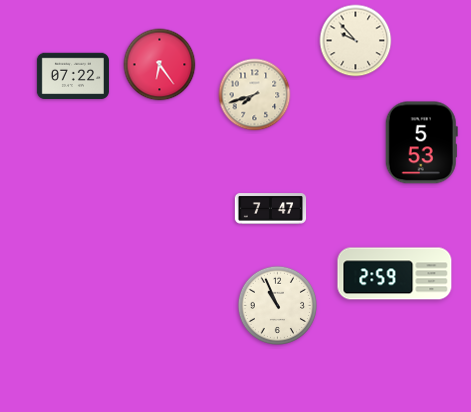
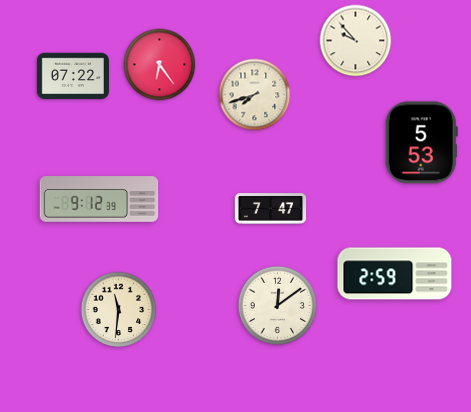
clock at (99, 199): none -> 9:12
clock at (277, 305): 10:56 -> 12:09
clock at (119, 310): none -> 11:31
